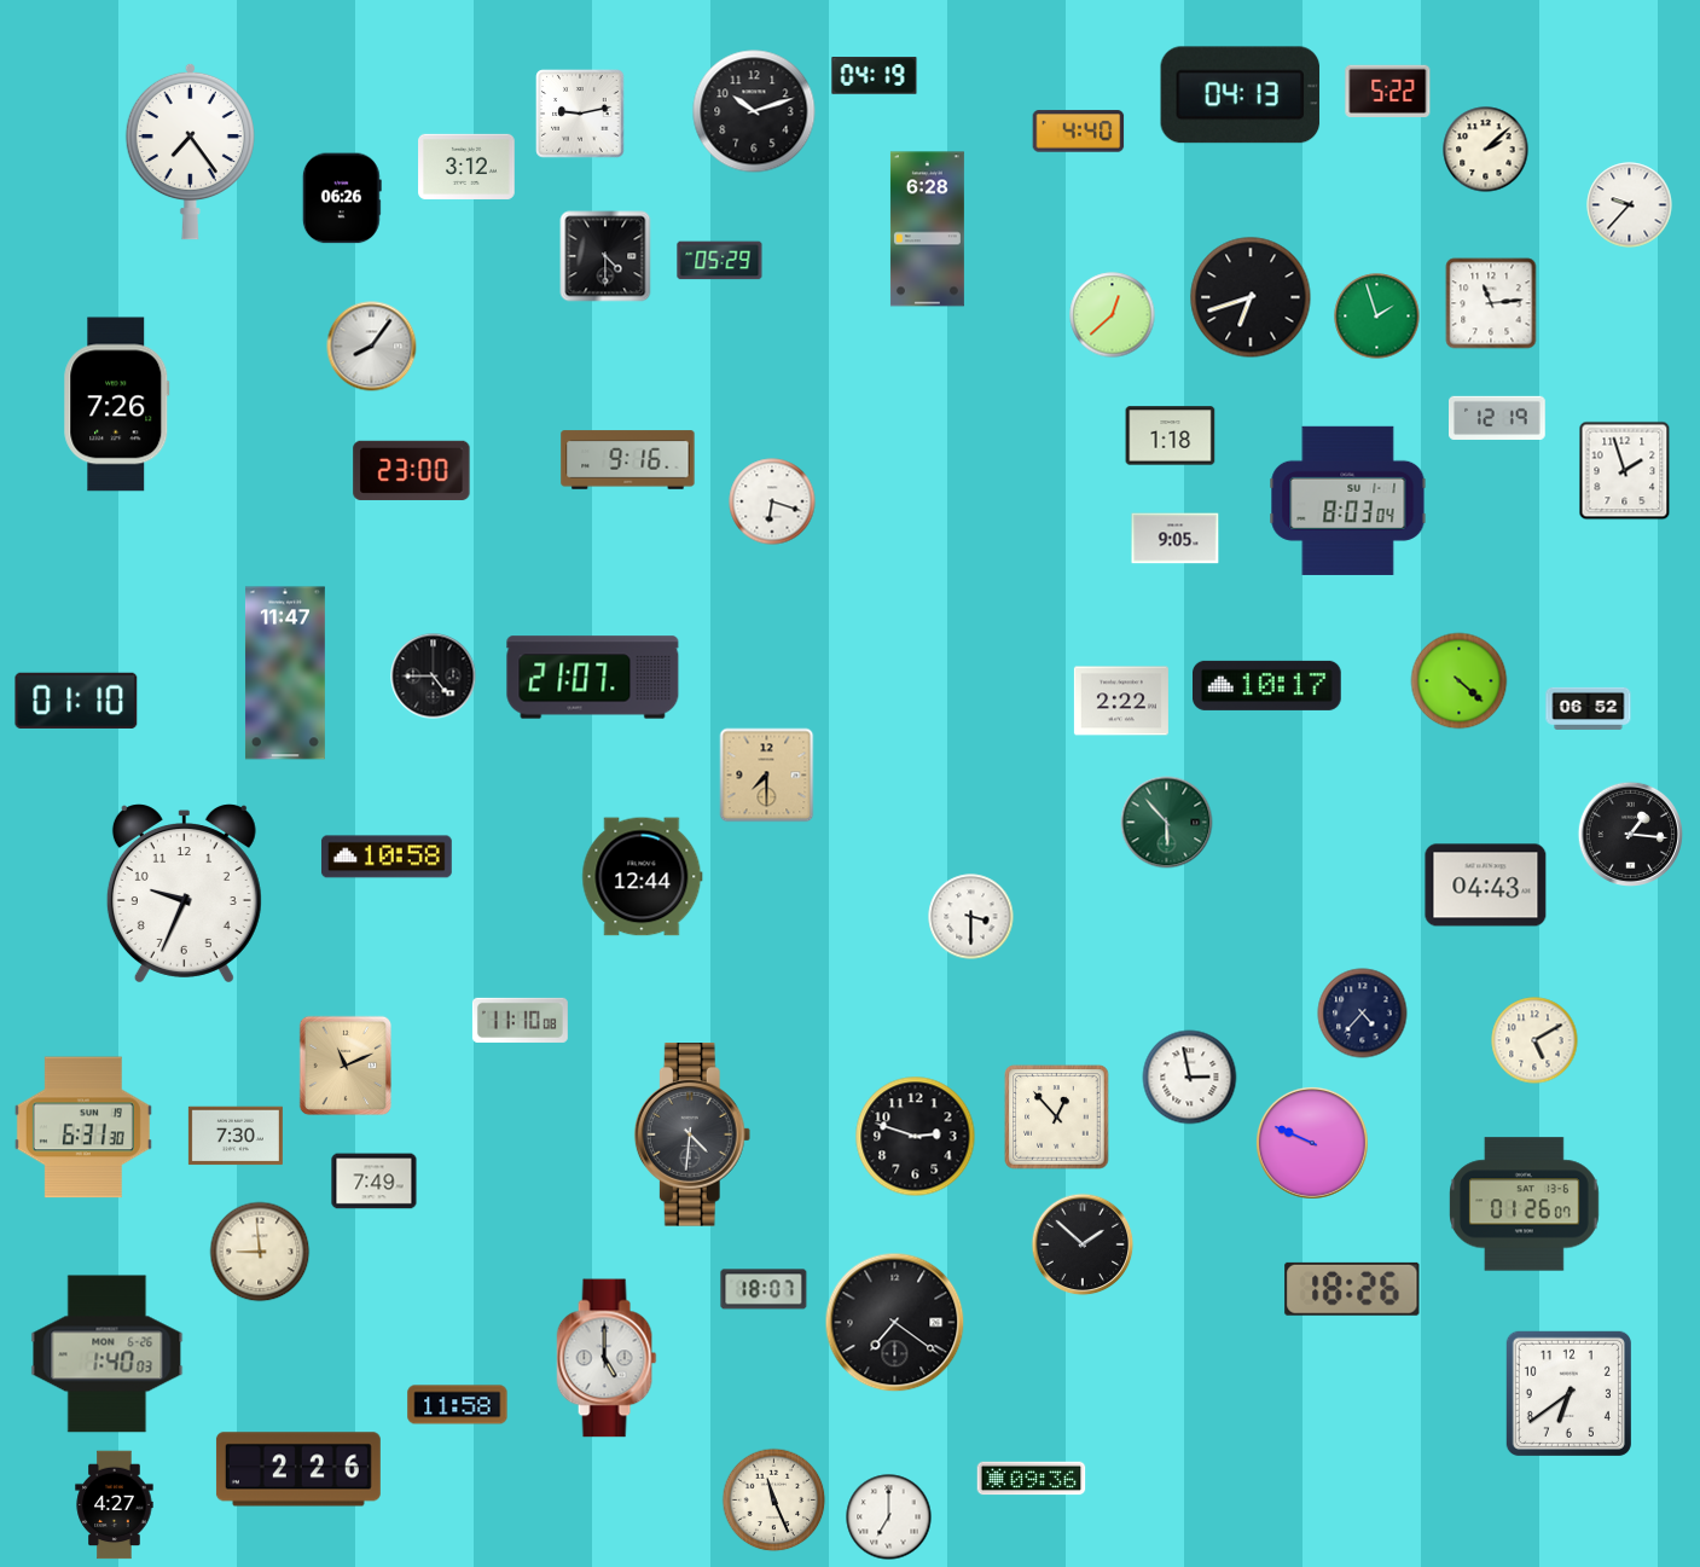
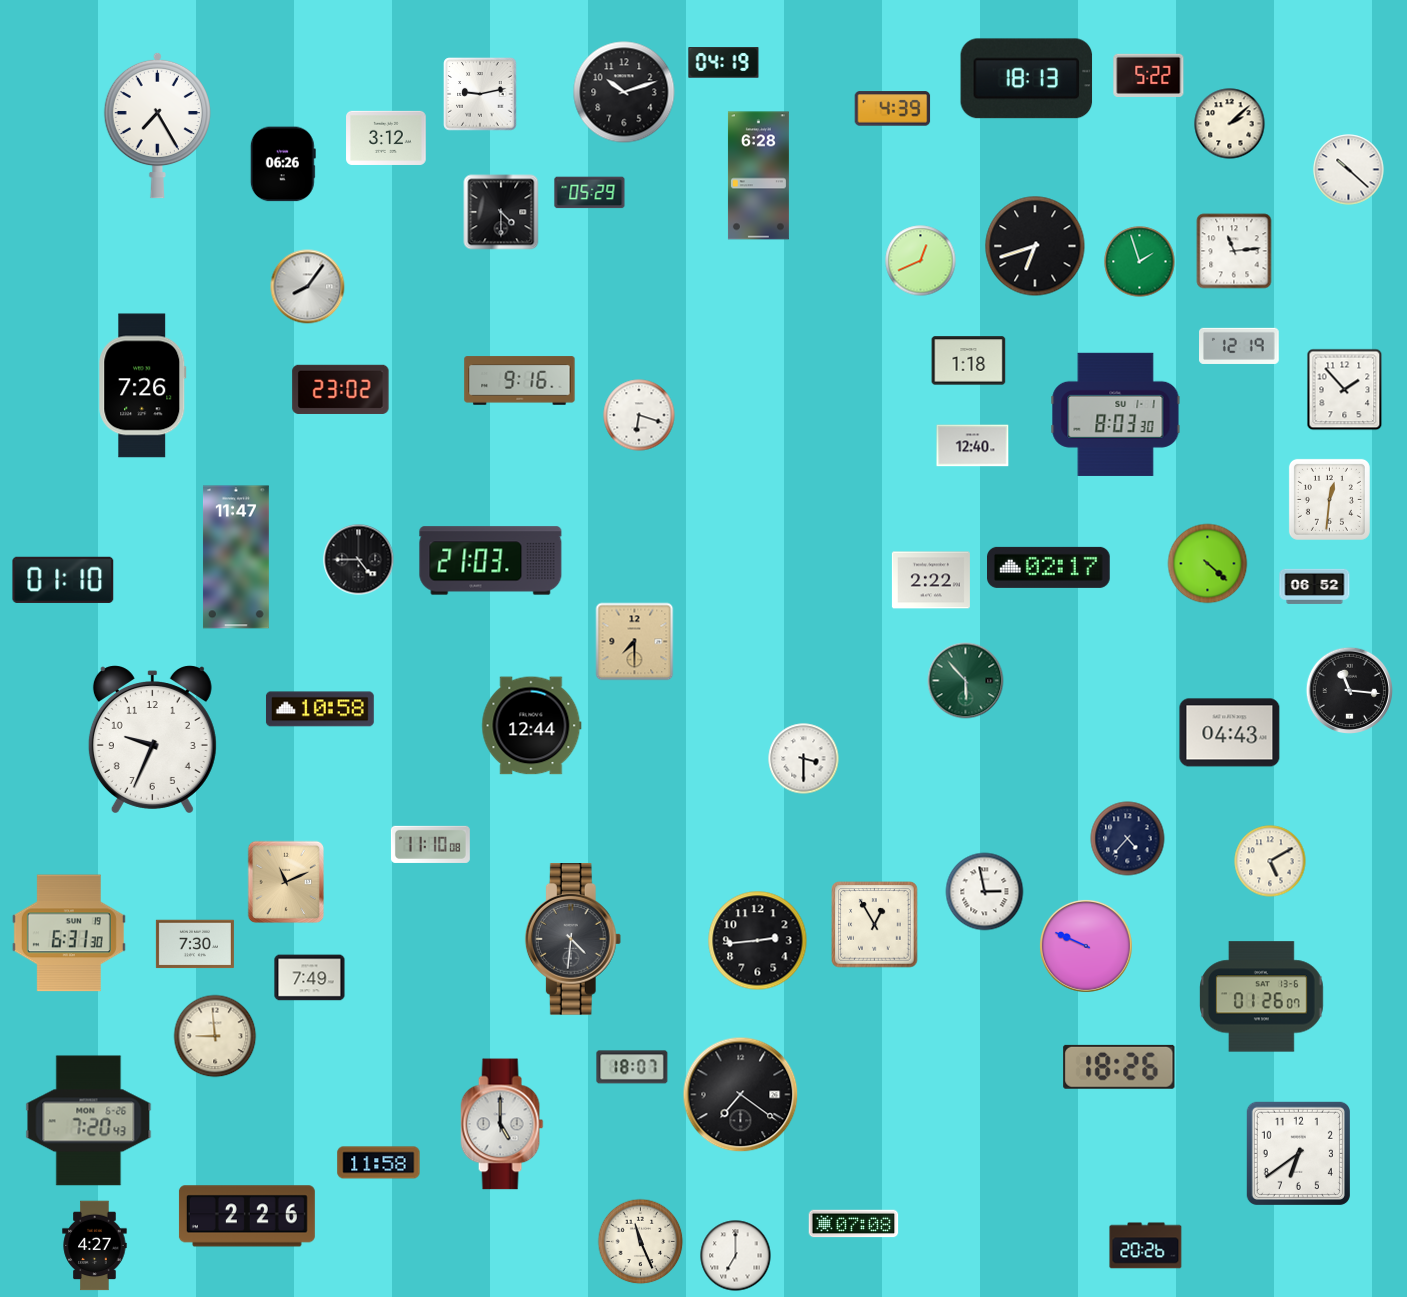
clock at (1241, 95): 04:13 -> 18:13
clock at (1079, 132): 4:40 -> 4:39
clock at (190, 151): 7:24 -> 7:25
clock at (1630, 205): 9:37 -> 10:22
clock at (927, 230) position: (927, 230) -> (758, 176)
clock at (720, 261) position: (720, 261) -> (590, 193)
clock at (1113, 315): 12:38 -> 12:41
clock at (117, 405) position: (117, 405) -> (143, 386)
clock at (412, 470): 23:00 -> 23:02
clock at (1625, 471): 1:57 -> 1:53
clock at (1348, 500): 8:03:04 -> 8:03:30
clock at (1176, 539): 9:05 -> 12:40
clock at (1329, 499): none -> 12:31
clock at (593, 678): 21:07 -> 21:03
clock at (1267, 685): 10:17 -> 02:17
clock at (1121, 701) position: (1121, 701) -> (931, 580)
clock at (1630, 834): 1:16 -> 11:16
clock at (1057, 1118): 12:53 -> 12:55
clock at (236, 1136) position: (236, 1136) -> (195, 944)
clock at (916, 1137): 2:48 -> 2:44
clock at (1083, 1244): 1:52 -> none
clock at (108, 1354): 1:40 -> 7:20
clock at (1032, 1479): 09:36 -> 07:08
clock at (1146, 1246): none -> 20:26
